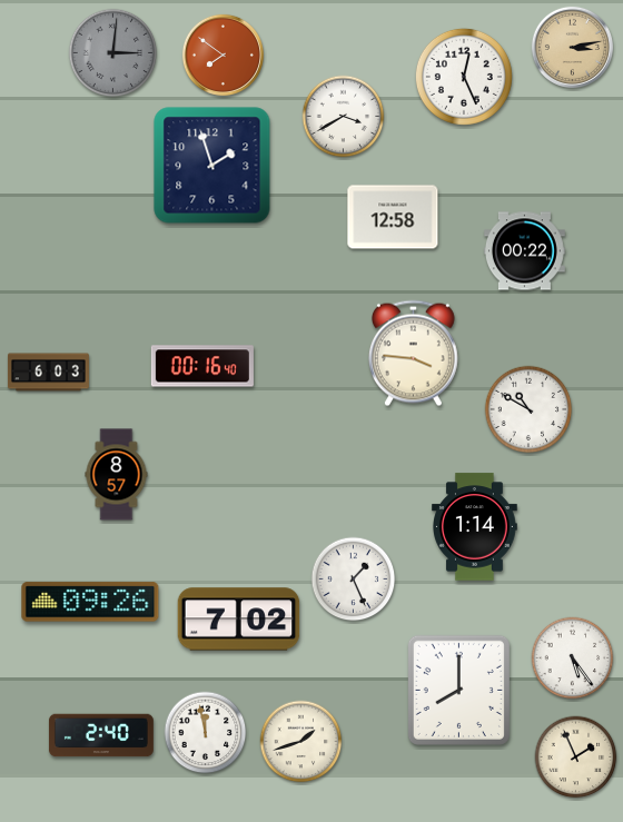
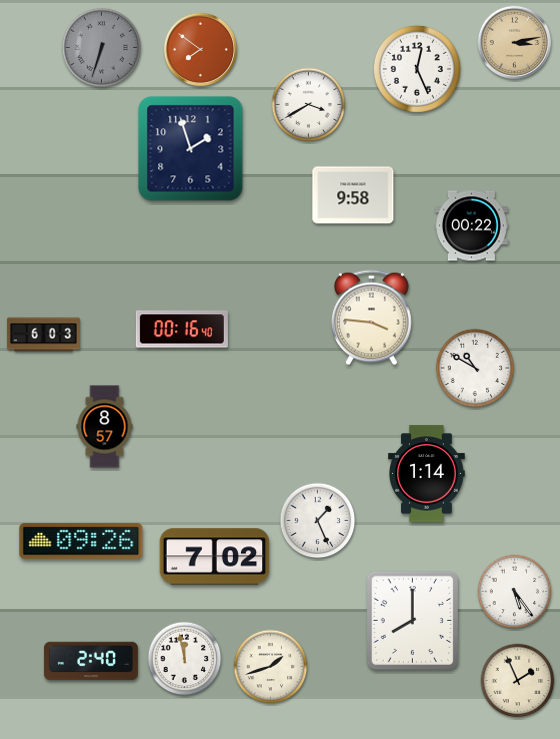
clock at (113, 53): 3:01 -> 6:33
clock at (393, 217): 12:58 -> 9:58
